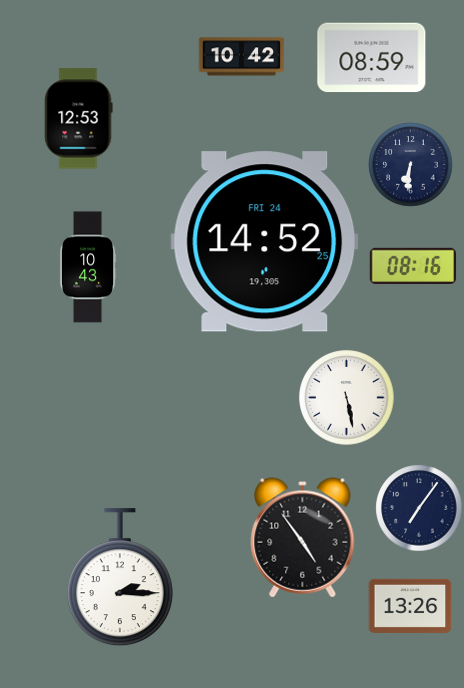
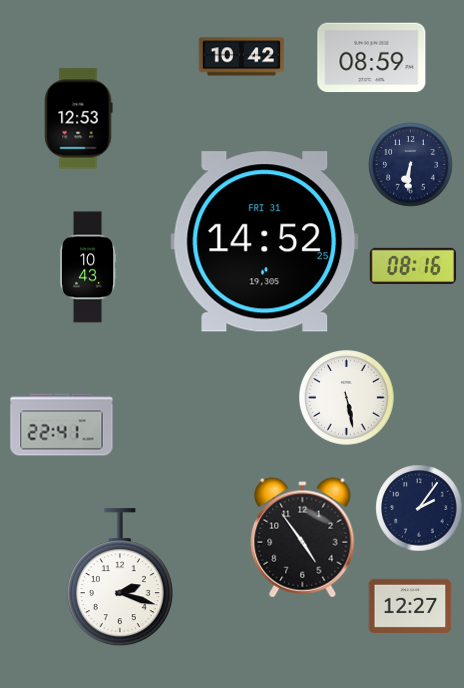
clock at (265, 242) date: FRI 24 -> FRI 31
clock at (62, 425): none -> 22:41
clock at (419, 508): 7:06 -> 2:06
clock at (120, 578): 2:15 -> 2:18
clock at (410, 606): 13:26 -> 12:27
